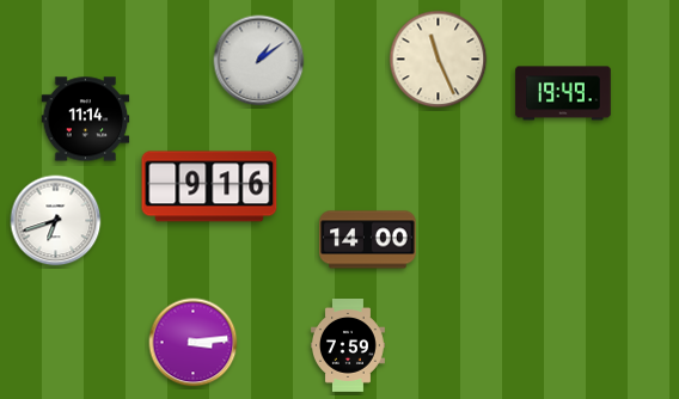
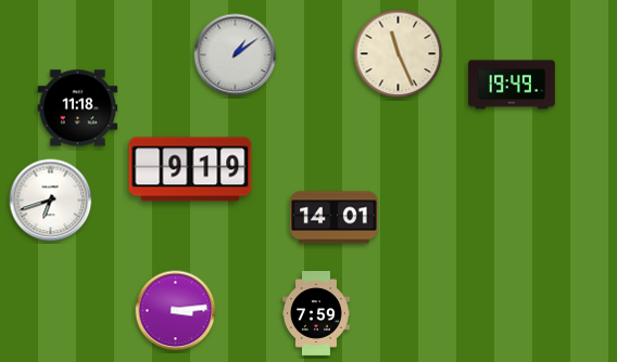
clock at (86, 119): 11:14 -> 11:18
clock at (209, 186): 9:16 -> 9:19
clock at (368, 240): 14:00 -> 14:01
